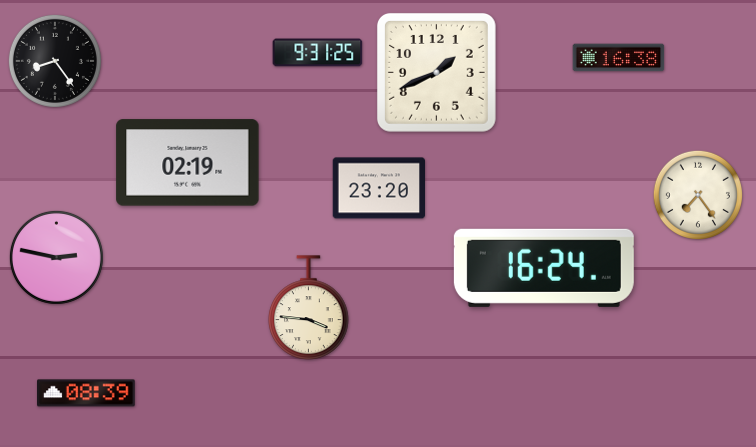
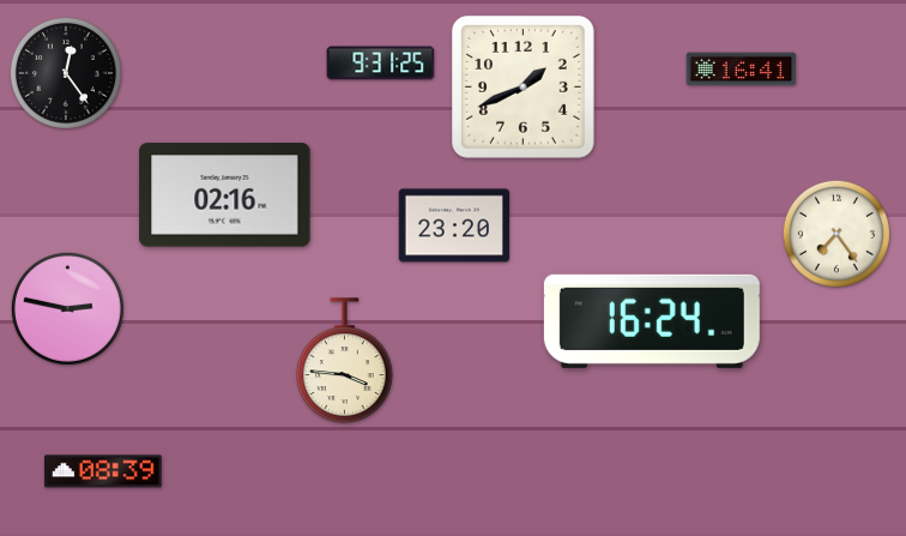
clock at (619, 58): 16:38 -> 16:41
clock at (55, 61): 8:24 -> 12:24
clock at (188, 163): 02:19 -> 02:16
clock at (309, 308) position: (309, 308) -> (345, 361)
